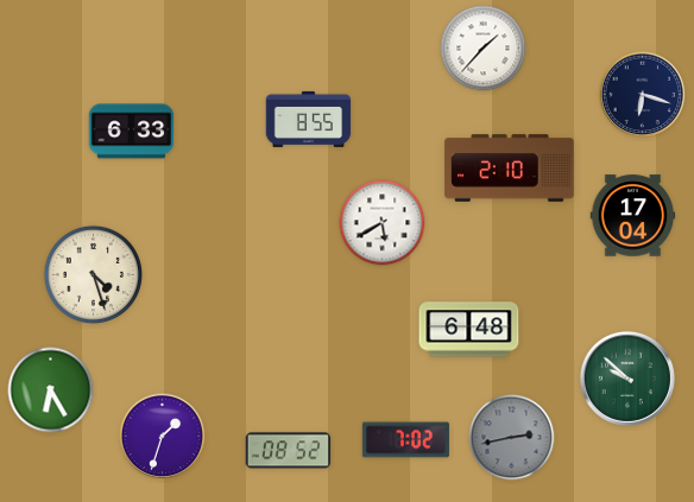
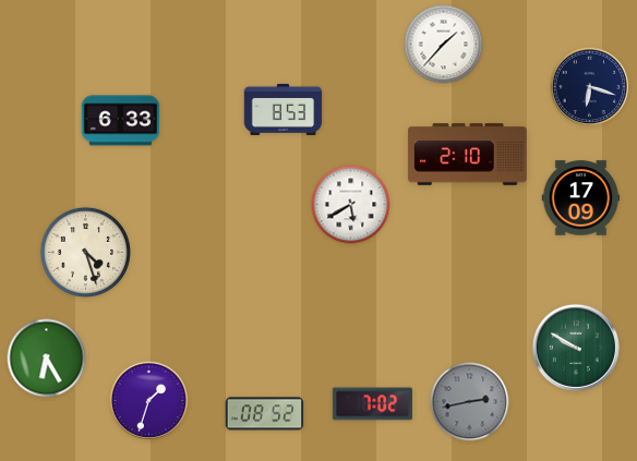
clock at (309, 119): 8:55 -> 8:53
clock at (633, 216): 17:04 -> 17:09
clock at (469, 330): 6:48 -> none
clock at (627, 379): 9:52 -> 9:50
